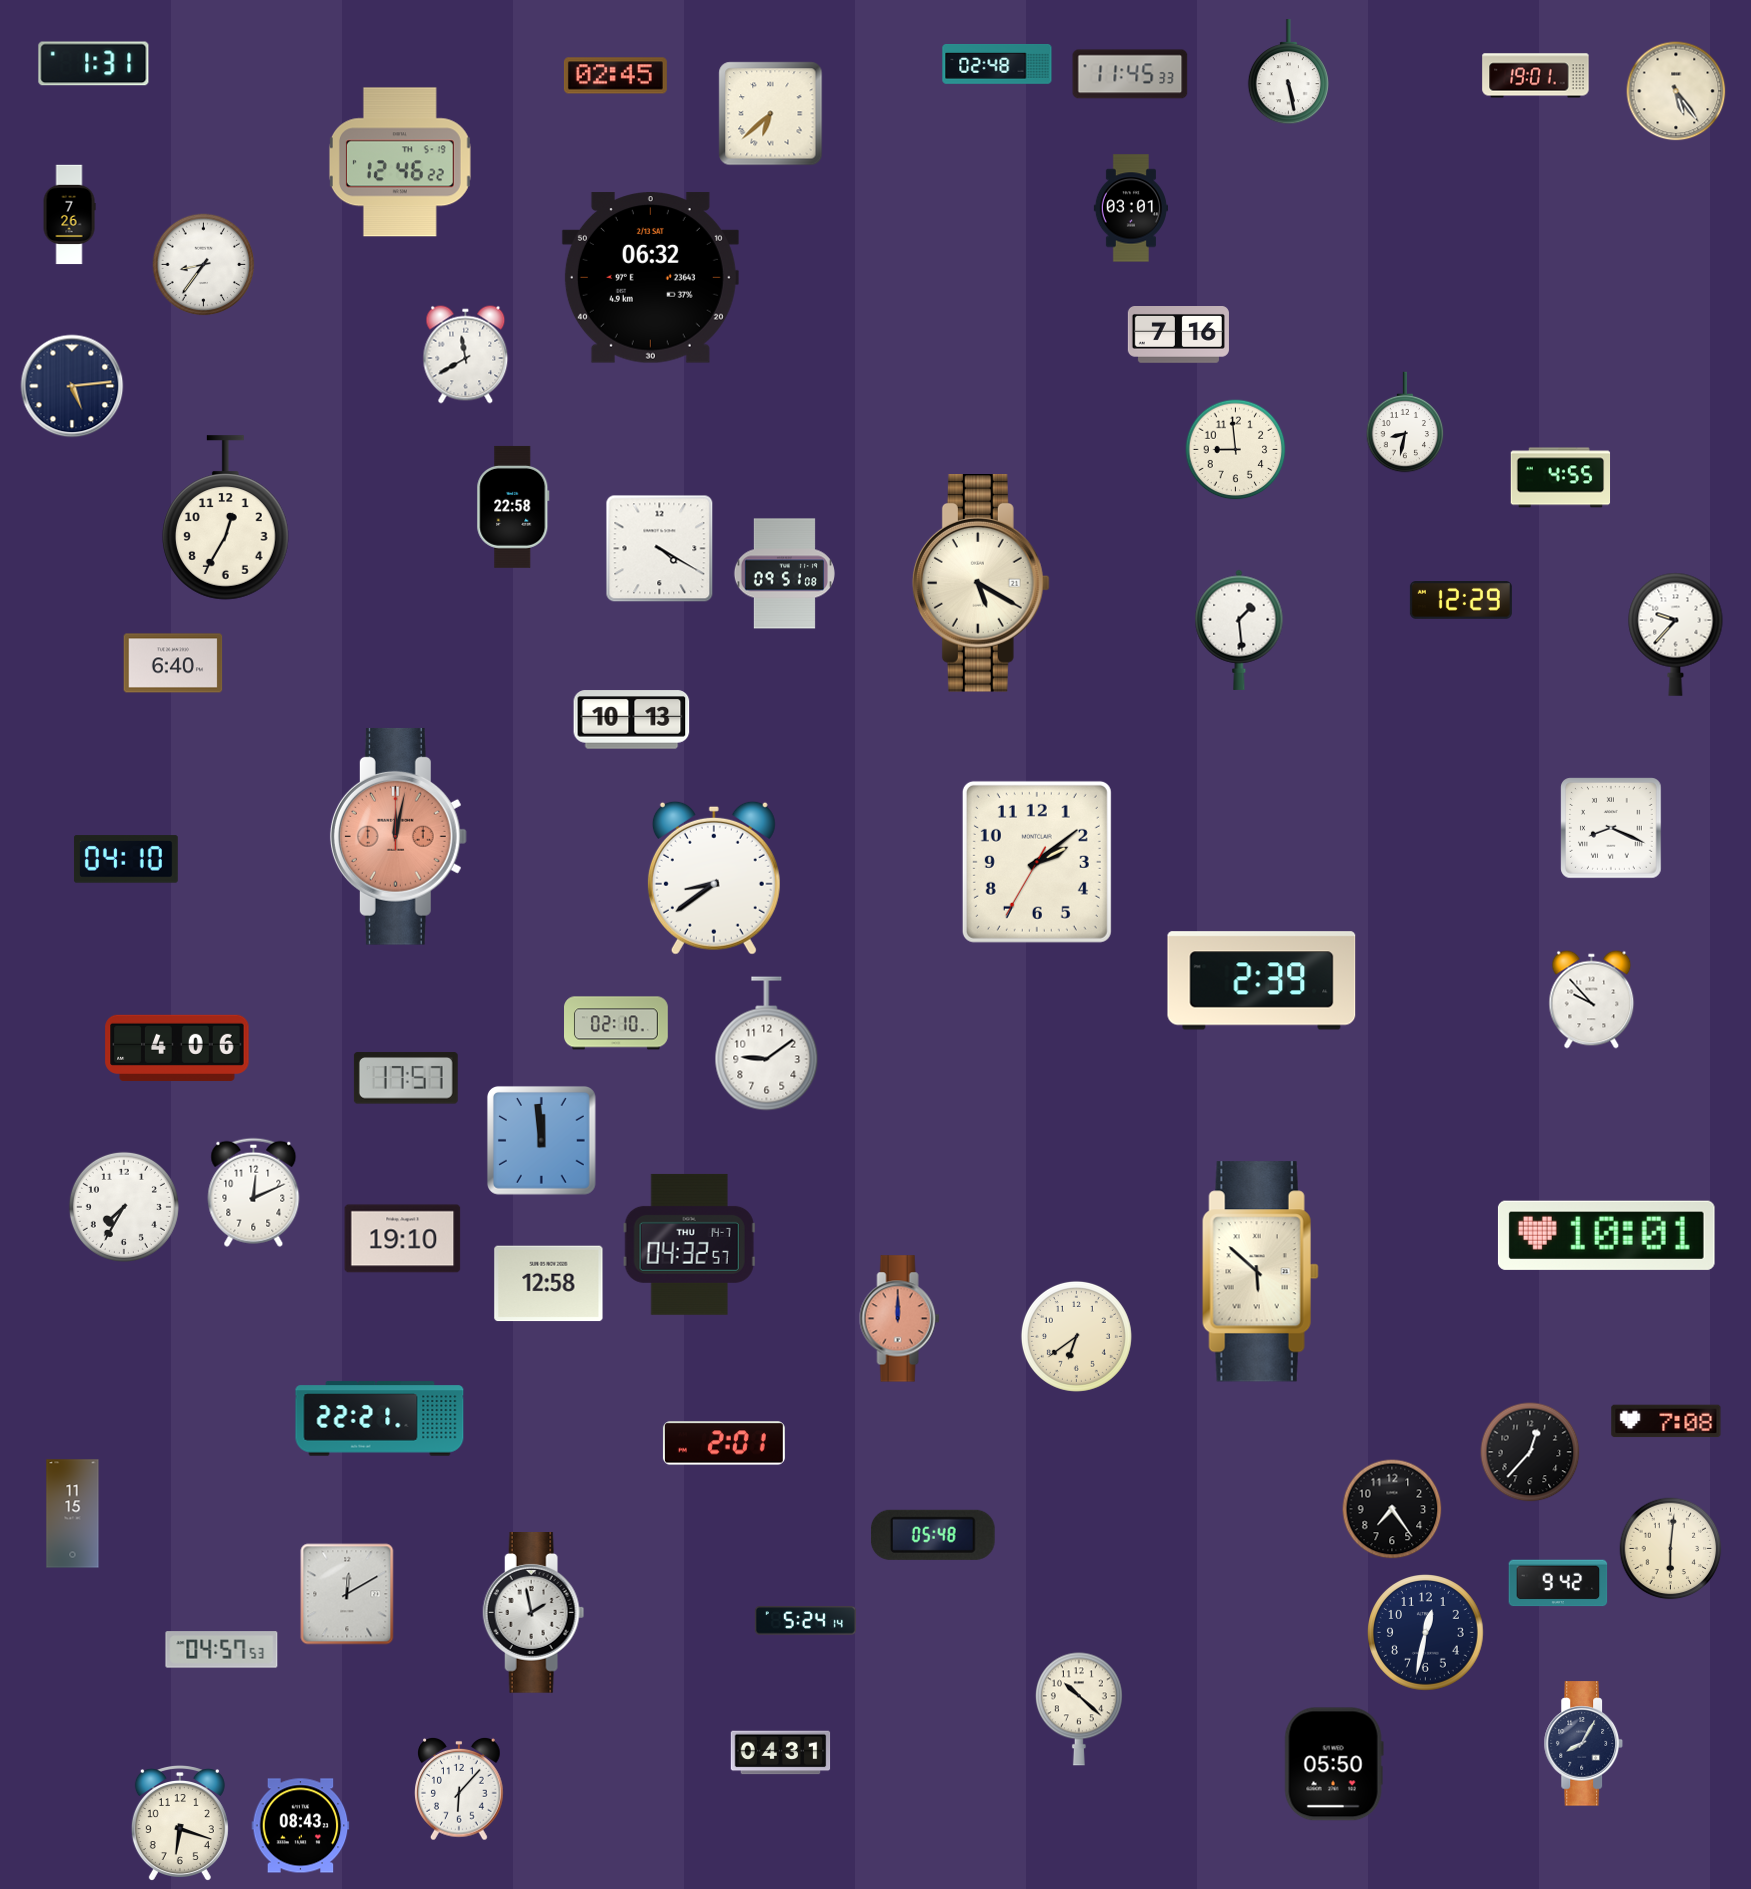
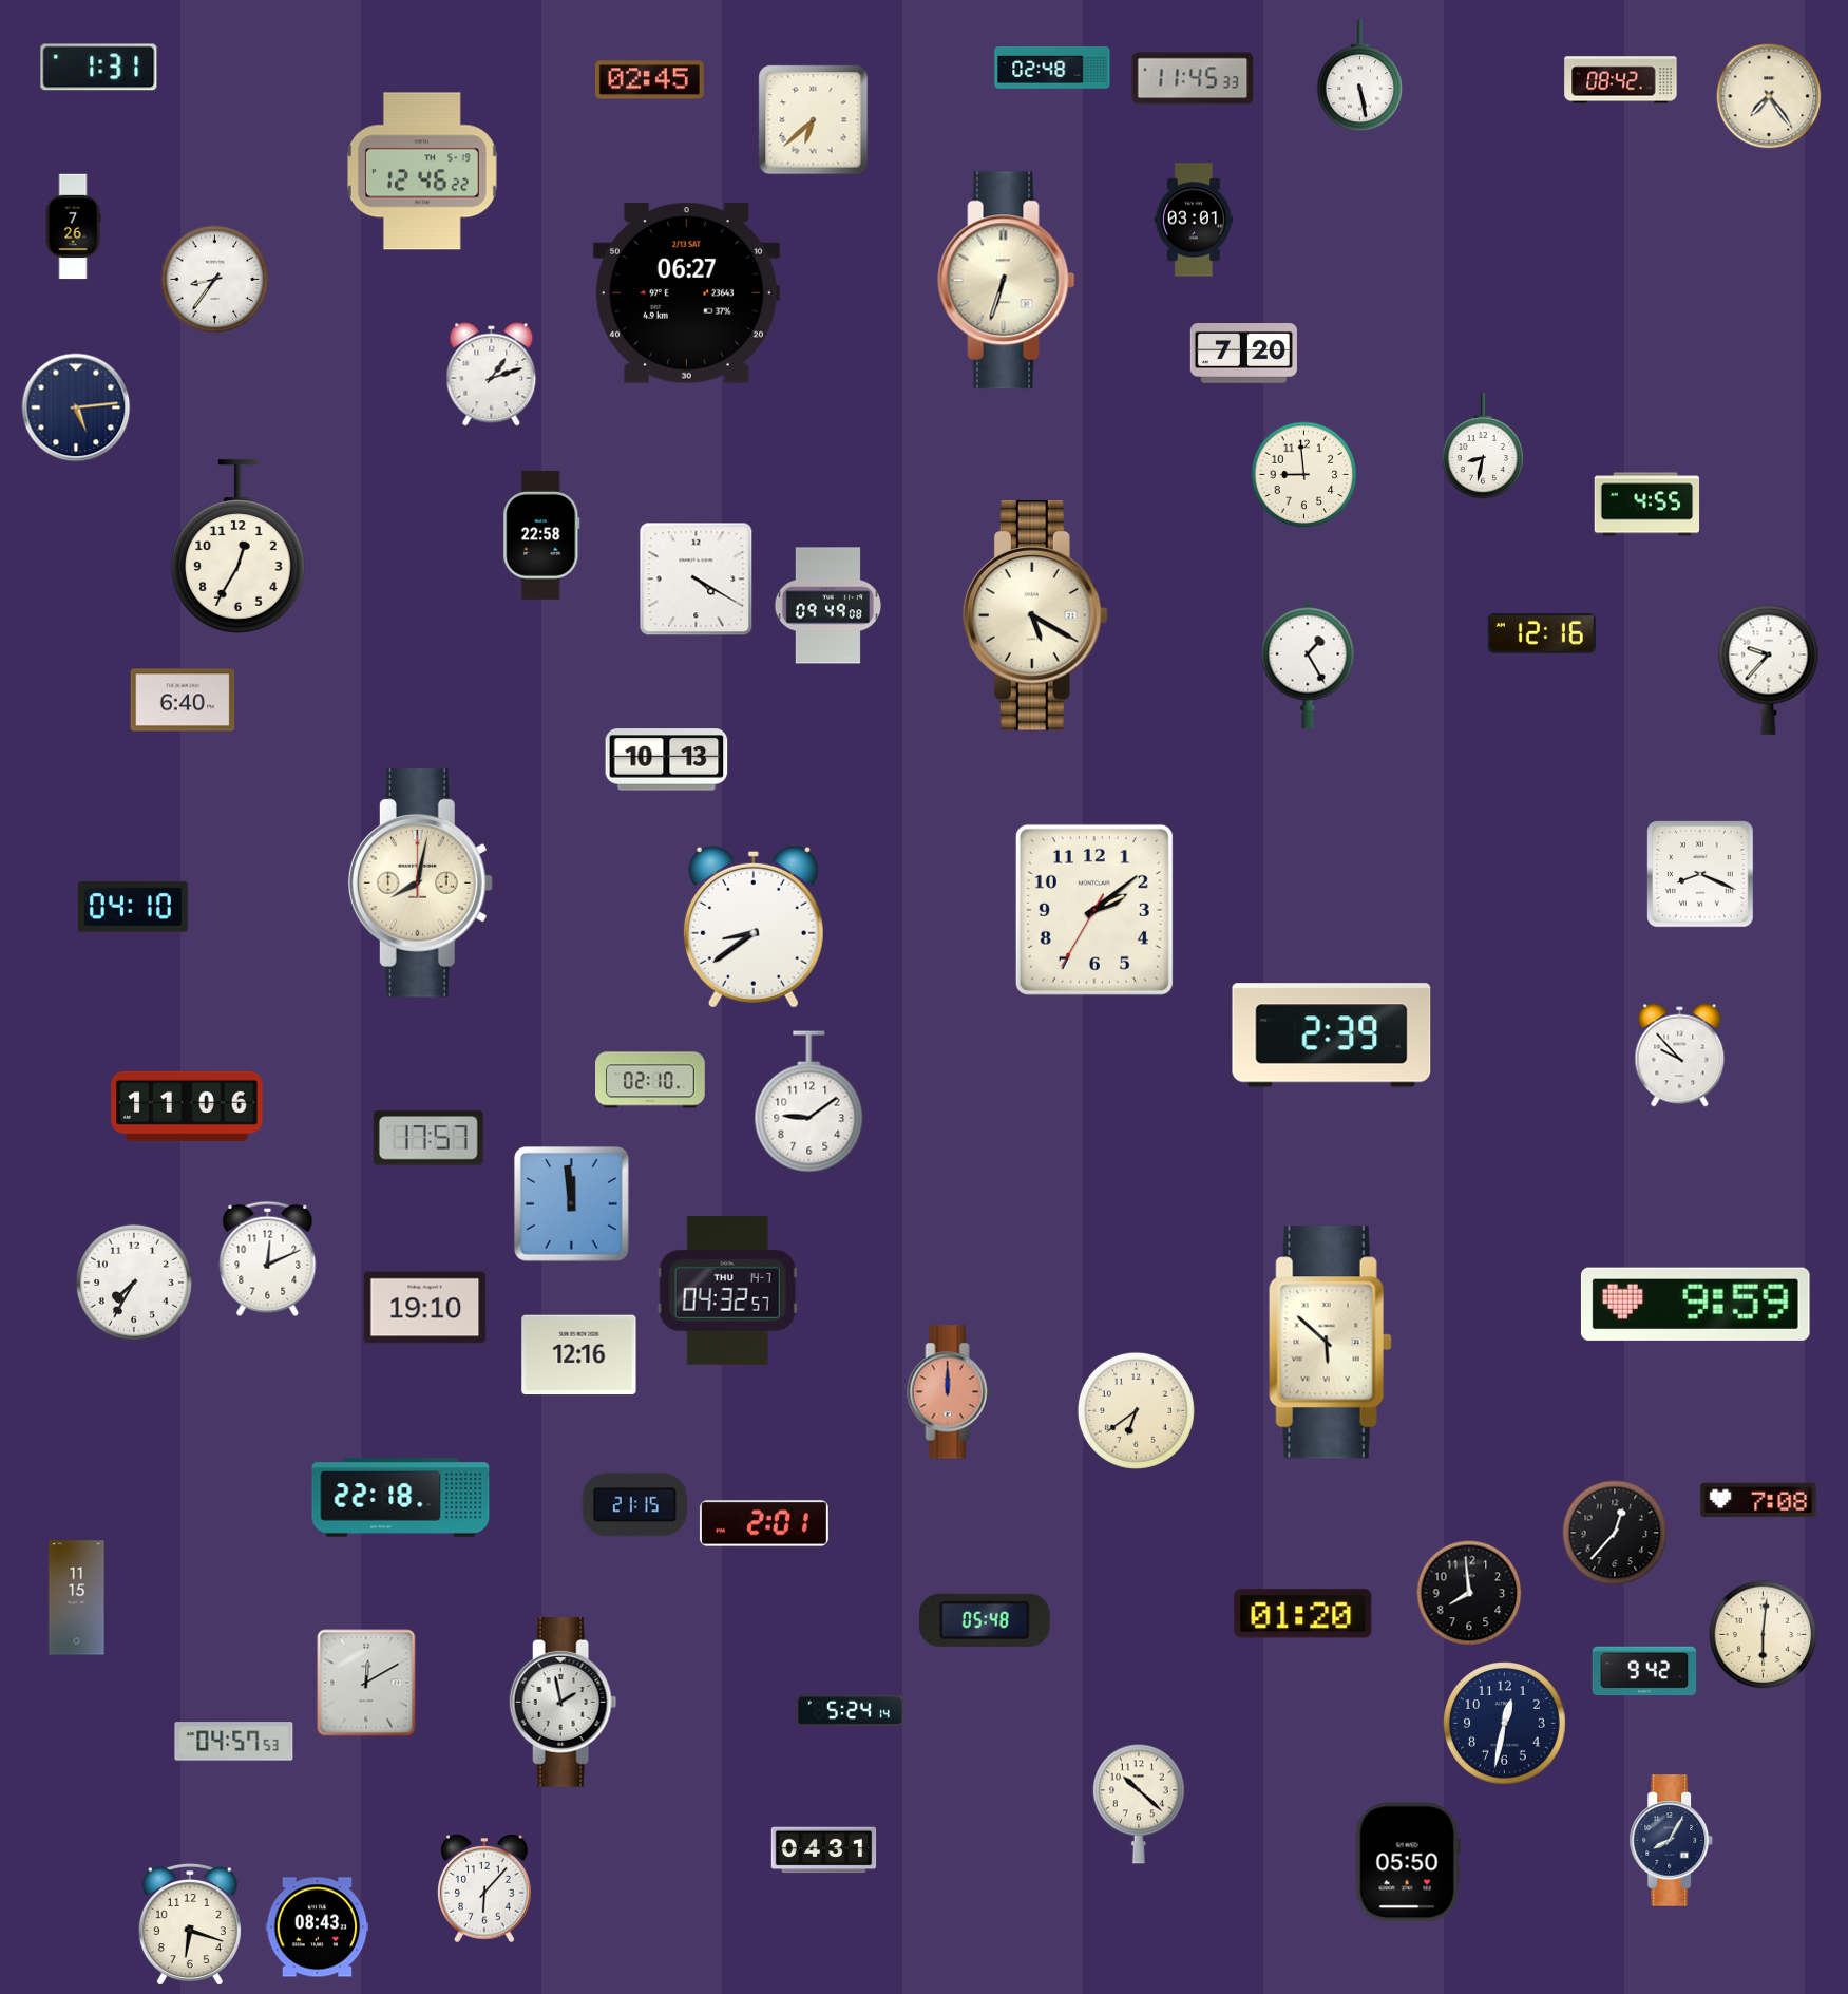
clock at (1536, 76): 19:01 -> 08:42
clock at (1676, 91): 5:24 -> 7:24
clock at (1007, 281): none -> 6:33
clock at (650, 278): 06:32 -> 06:27
clock at (1178, 335): 7:16 -> 7:20
clock at (466, 355): 11:40 -> 1:12
clock at (784, 574): 09:51 -> 09:49
clock at (1461, 601): 12:29 -> 12:16
clock at (1239, 630): 1:29 -> 1:25
clock at (398, 836): 12:02 -> 8:02
clock at (398, 836) dial: salmon -> cream
clock at (177, 1048): 4:06 -> 11:06
clock at (124, 1207) position: (124, 1207) -> (134, 1283)
clock at (1606, 1235): 10:01 -> 9:59
clock at (689, 1244) position: (689, 1244) -> (727, 1290)
clock at (549, 1284): 12:58 -> 12:16
clock at (380, 1419): 22:21 -> 22:18
clock at (634, 1505): none -> 21:15
clock at (1392, 1509): 7:24 -> 7:59
clock at (1303, 1614): none -> 01:20
